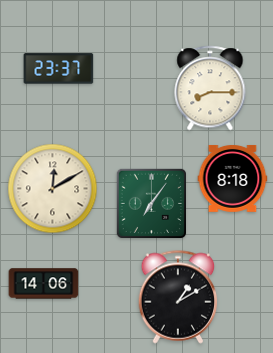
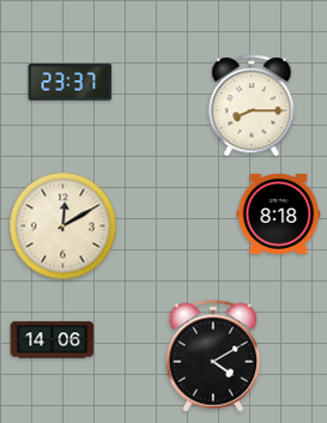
clock at (151, 203): 7:06 -> none
clock at (178, 297): 1:10 -> 4:10
